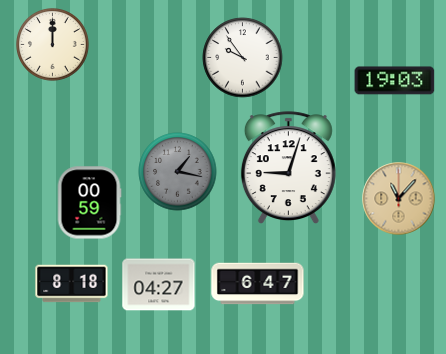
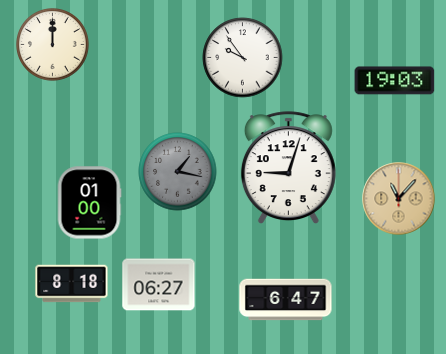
clock at (89, 203): 00:59 -> 01:00
clock at (258, 284) position: (258, 284) -> (286, 300)
clock at (159, 285): 04:27 -> 06:27
